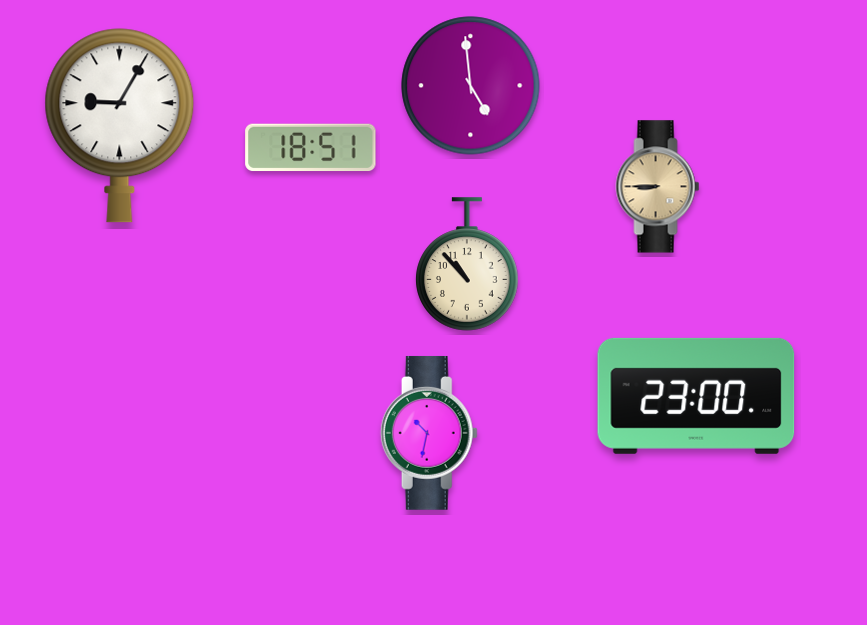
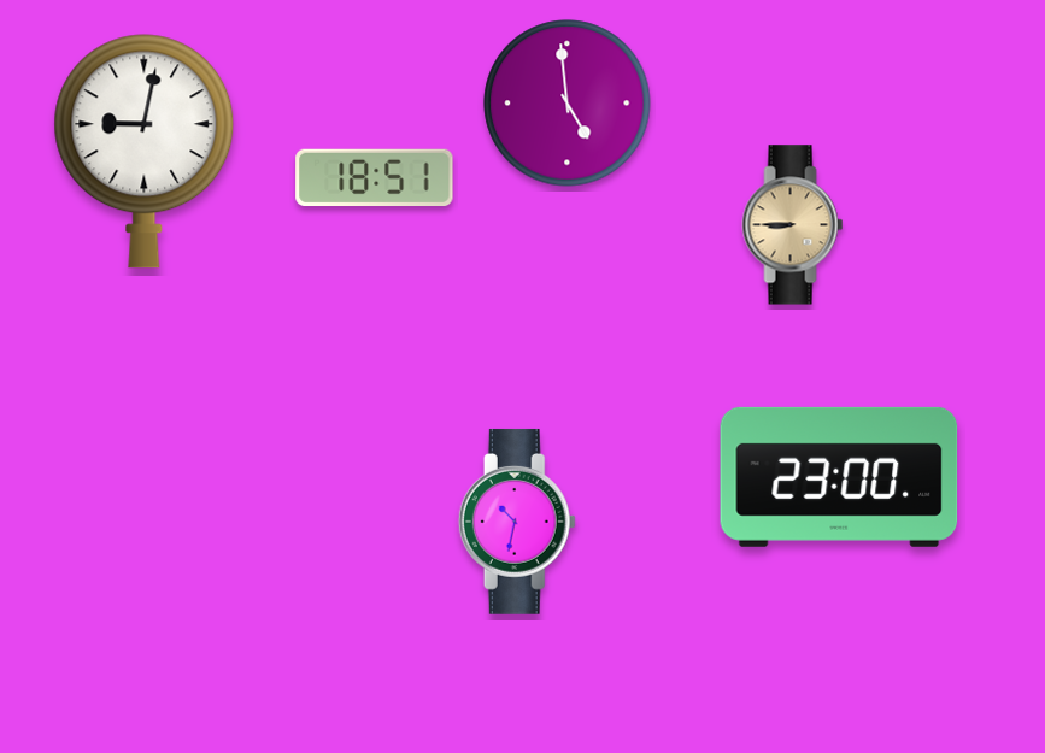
clock at (120, 126): 9:05 -> 9:02
clock at (467, 264): 10:53 -> none
